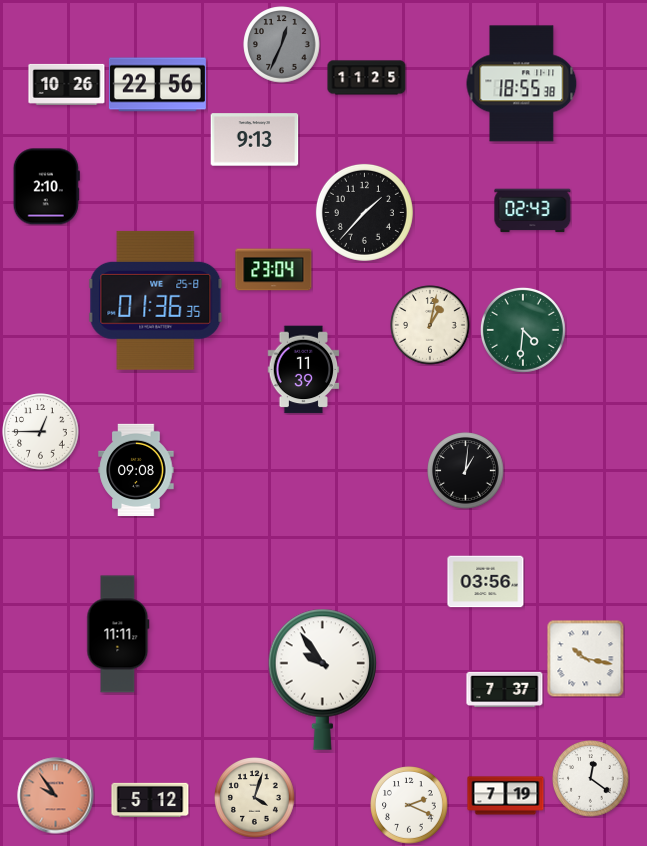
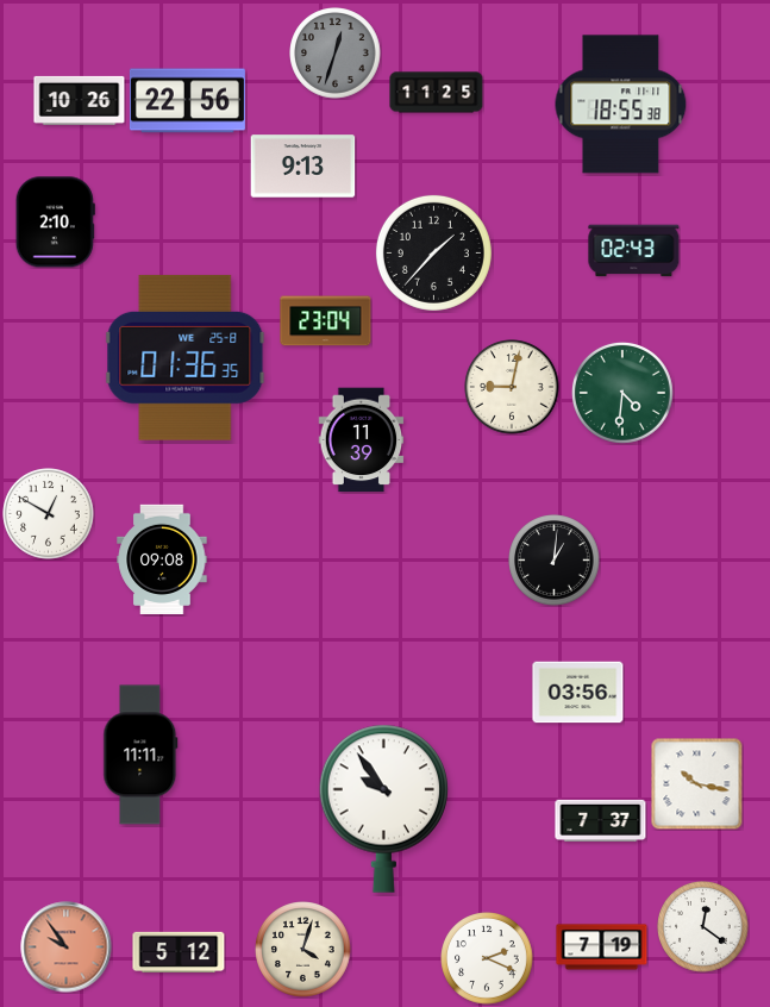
clock at (282, 45): 12:34 -> 12:33
clock at (522, 84) position: (522, 84) -> (621, 105)
clock at (430, 325): 1:02 -> 9:02
clock at (41, 432): 12:45 -> 12:50
